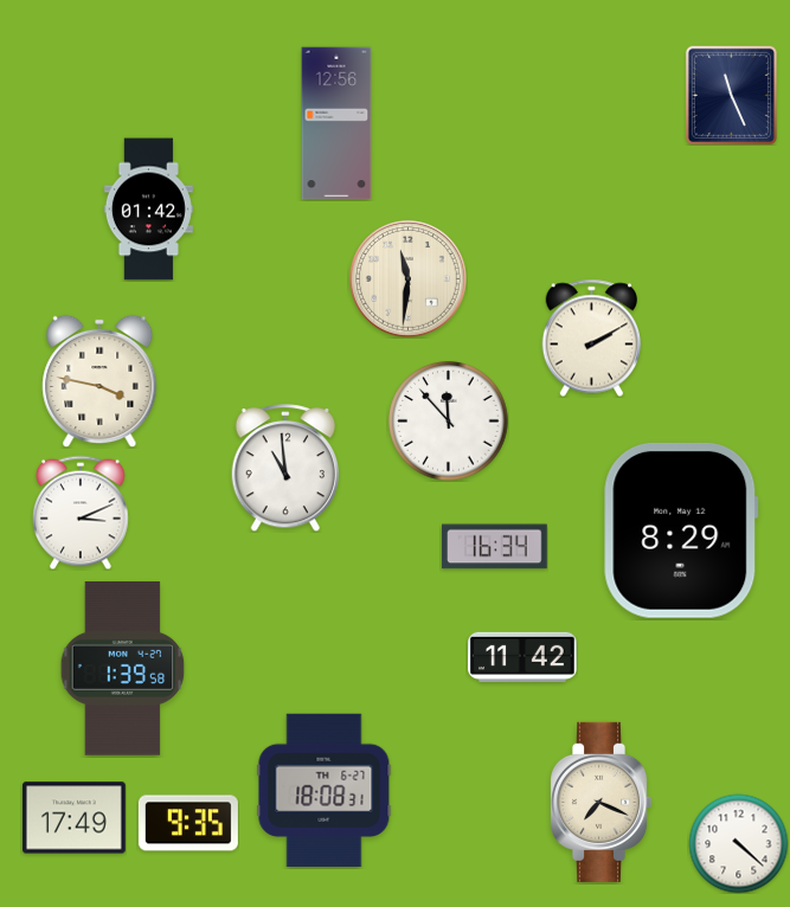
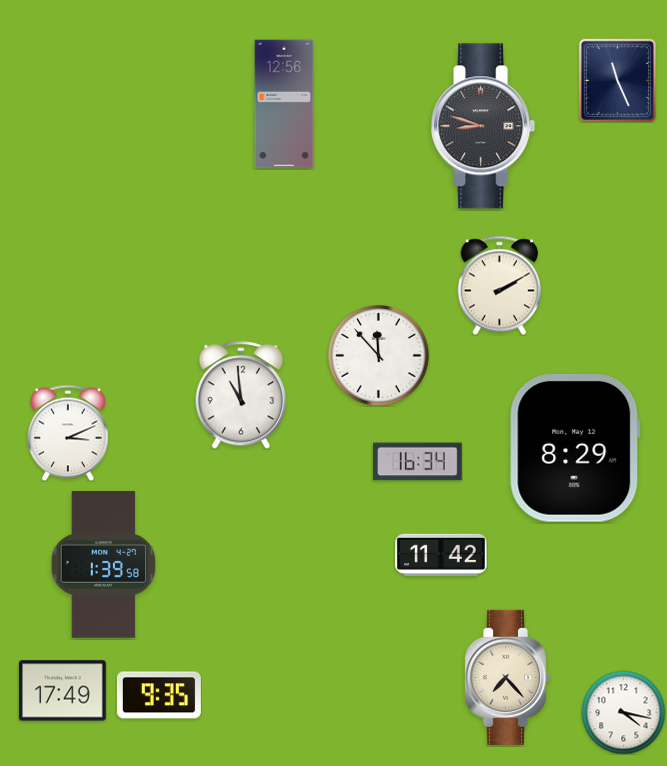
clock at (483, 126): none -> 8:48
clock at (148, 210): 01:42 -> none
clock at (409, 279): 11:31 -> none
clock at (99, 381): 3:47 -> none
clock at (325, 791): 18:08 -> none
clock at (602, 802): 7:19 -> 7:23
clock at (738, 843): 4:22 -> 4:17
